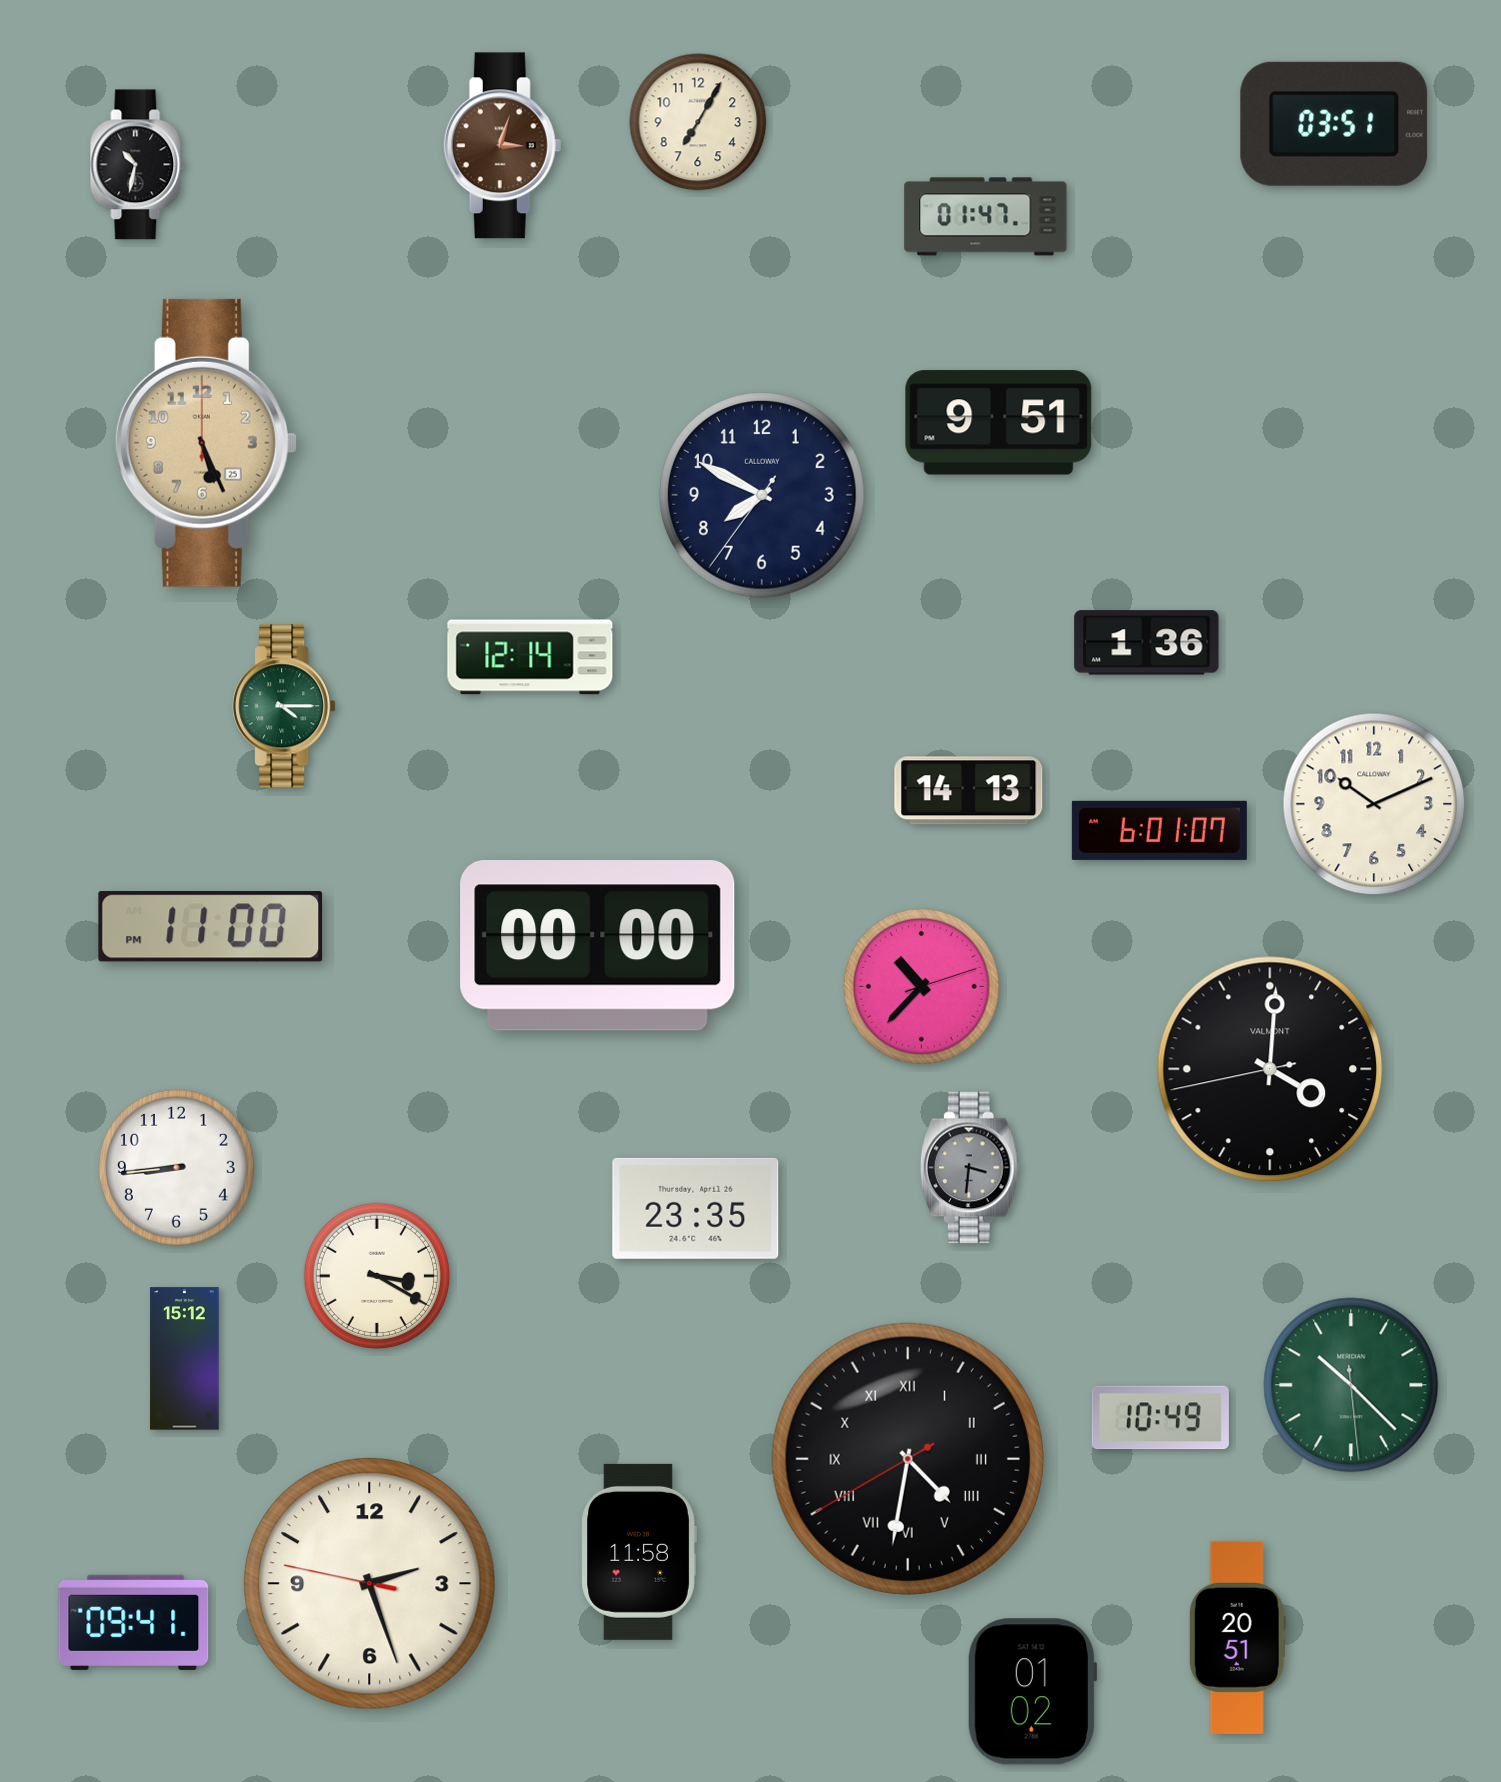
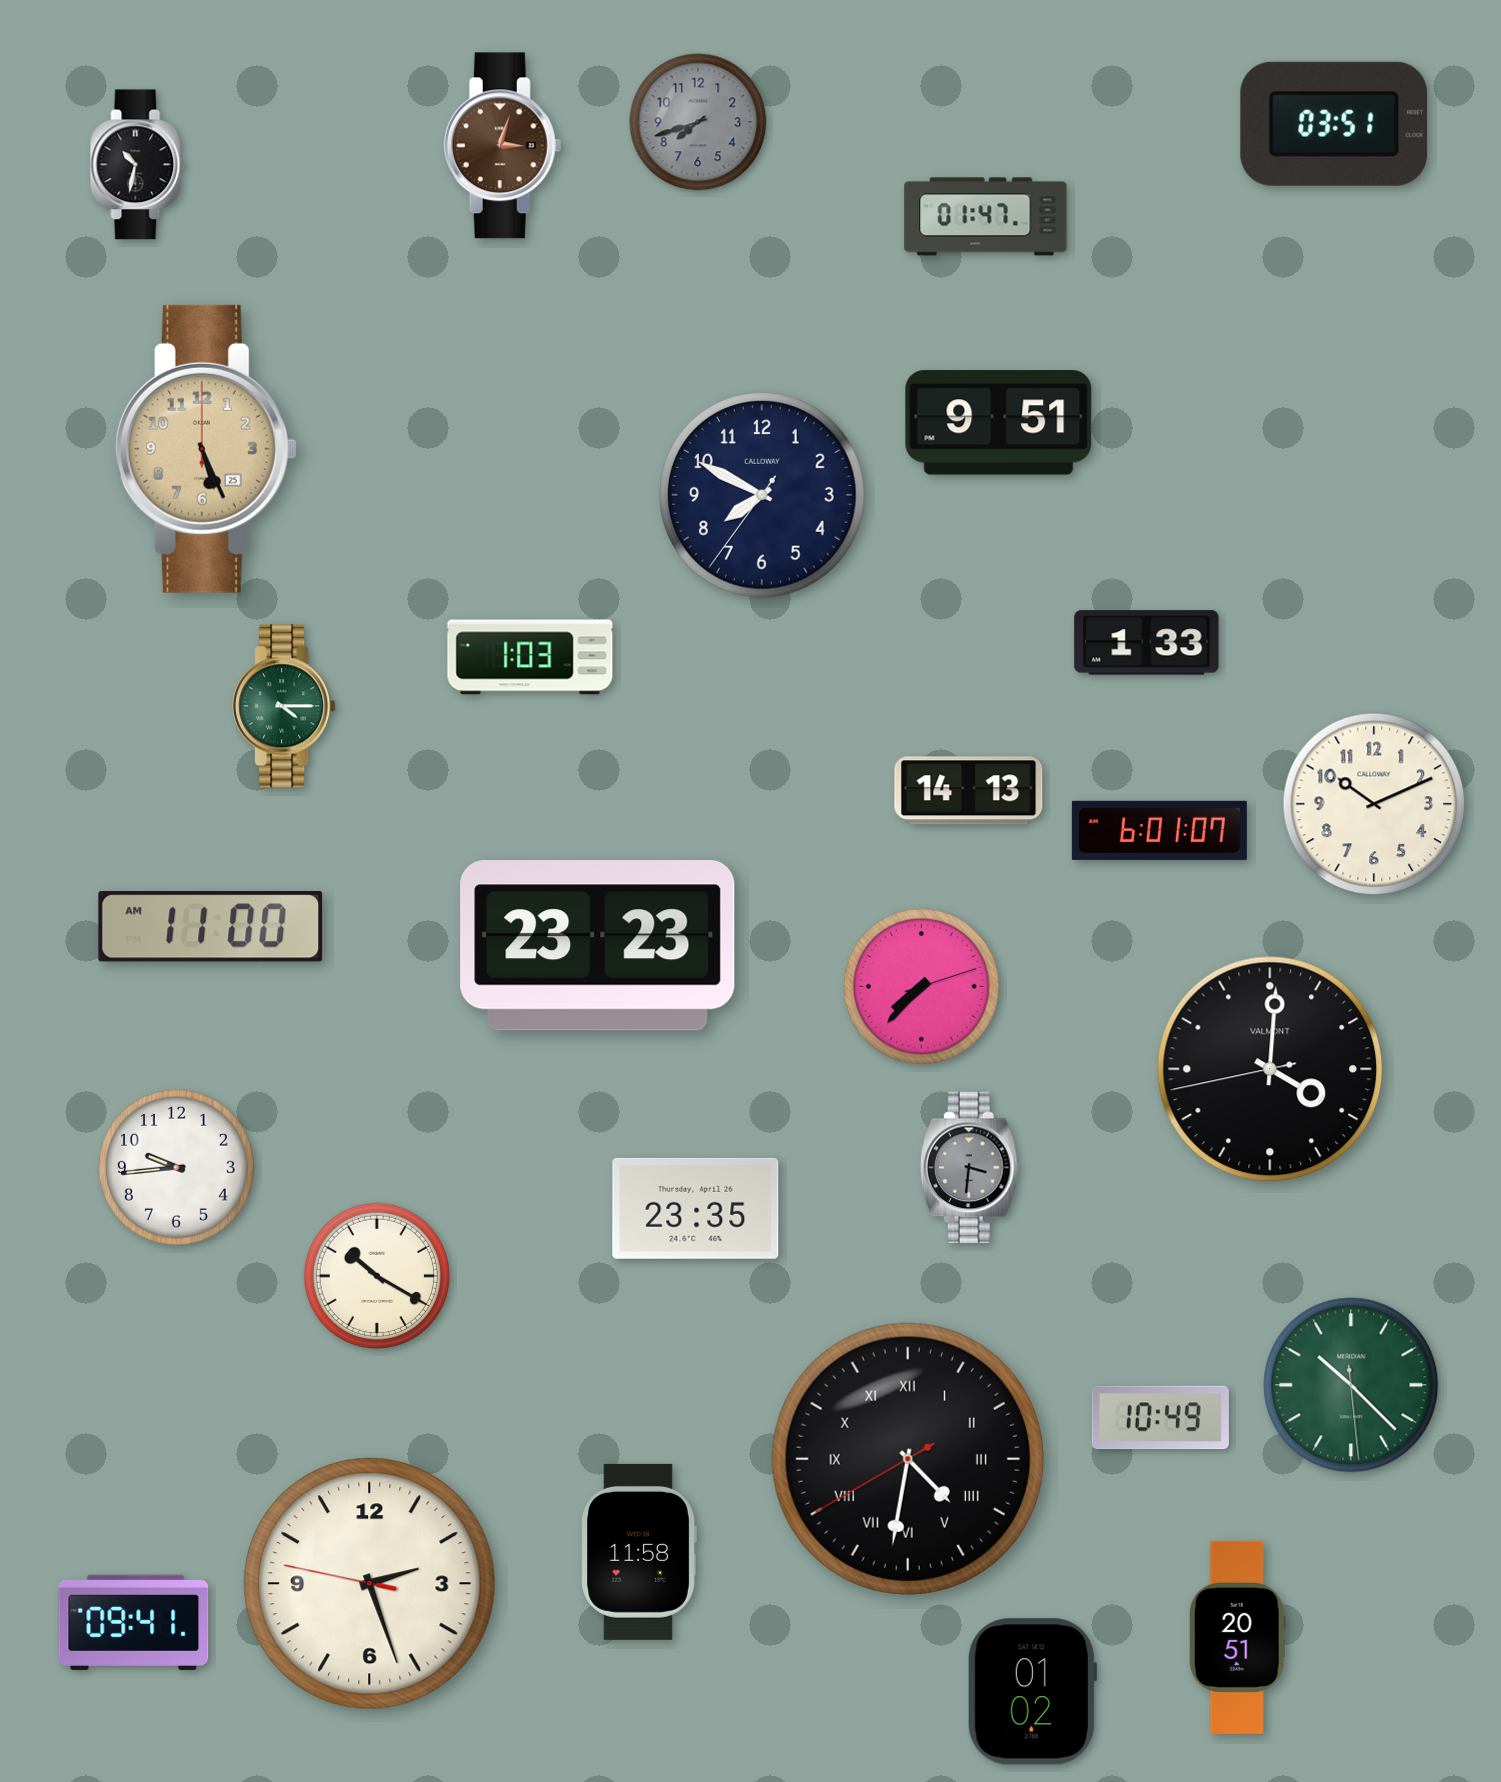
clock at (698, 122): 7:05 -> 7:42
clock at (698, 122) dial: cream -> grey
clock at (206, 443) position: (206, 443) -> (206, 449)
clock at (1147, 643): 1:36 -> 1:33
clock at (530, 657): 12:14 -> 1:03
clock at (211, 927): 11:00 PM -> 11:00 AM
clock at (598, 946): 00:00 -> 23:23
clock at (921, 986): 10:37 -> 7:37
clock at (176, 1167): 8:44 -> 9:44
clock at (377, 1276): 3:20 -> 10:20
clock at (185, 1359): 15:12 -> none
